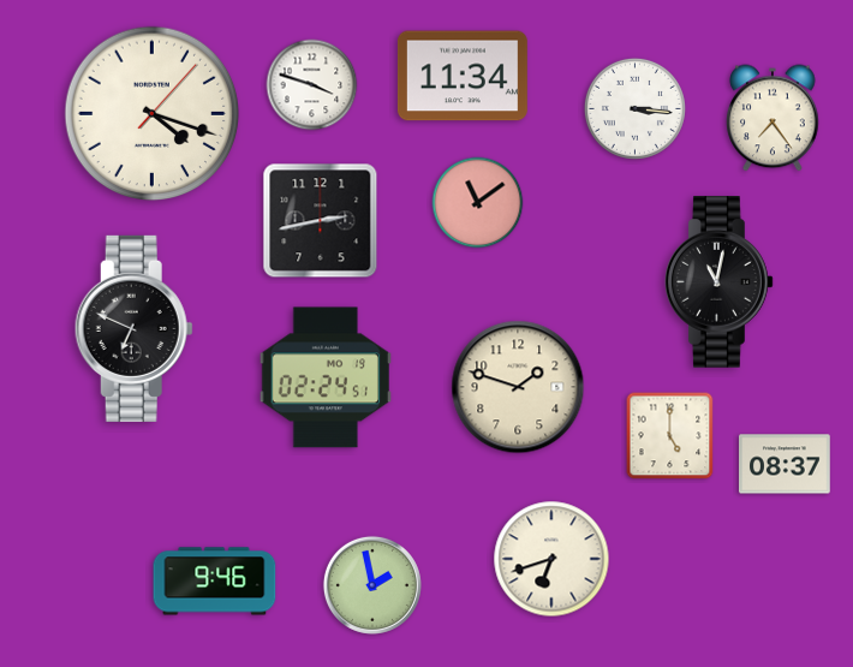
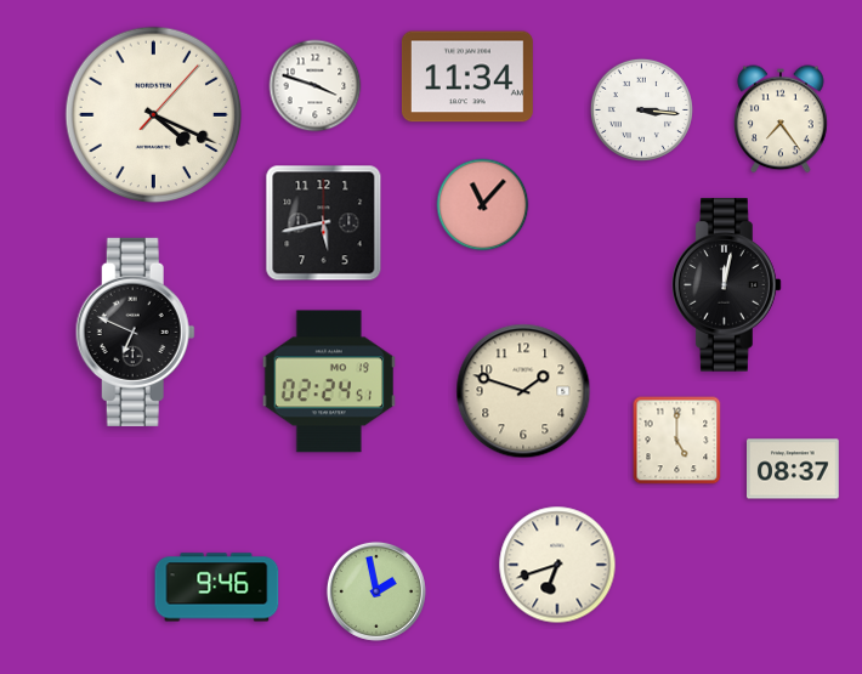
clock at (153, 114): 4:18 -> 4:19
clock at (478, 203): 11:09 -> 11:07
clock at (321, 221): 2:43 -> 5:43
clock at (720, 282): 11:02 -> 12:02
